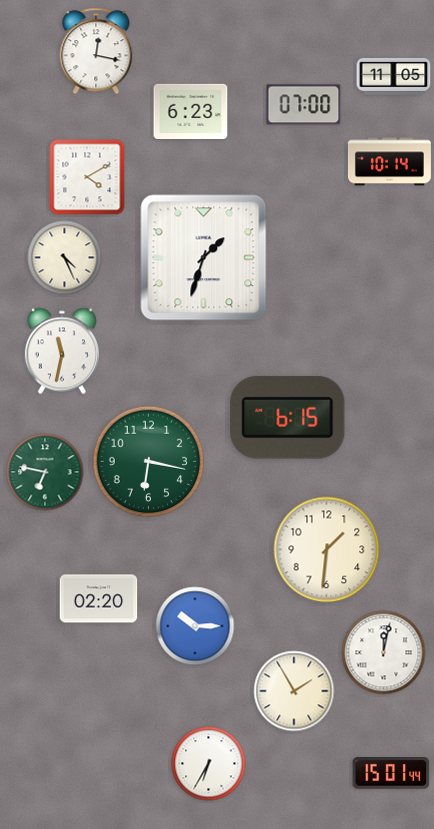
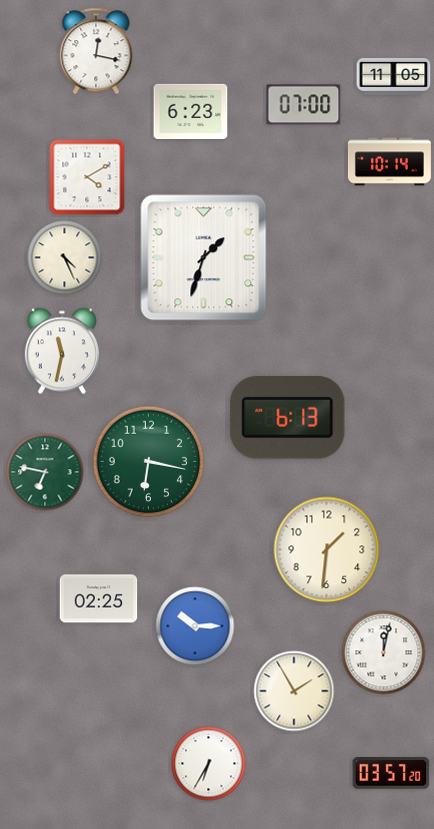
clock at (288, 417): 6:15 -> 6:13
clock at (99, 599): 02:20 -> 02:25
clock at (391, 773): 15:01 -> 03:57
